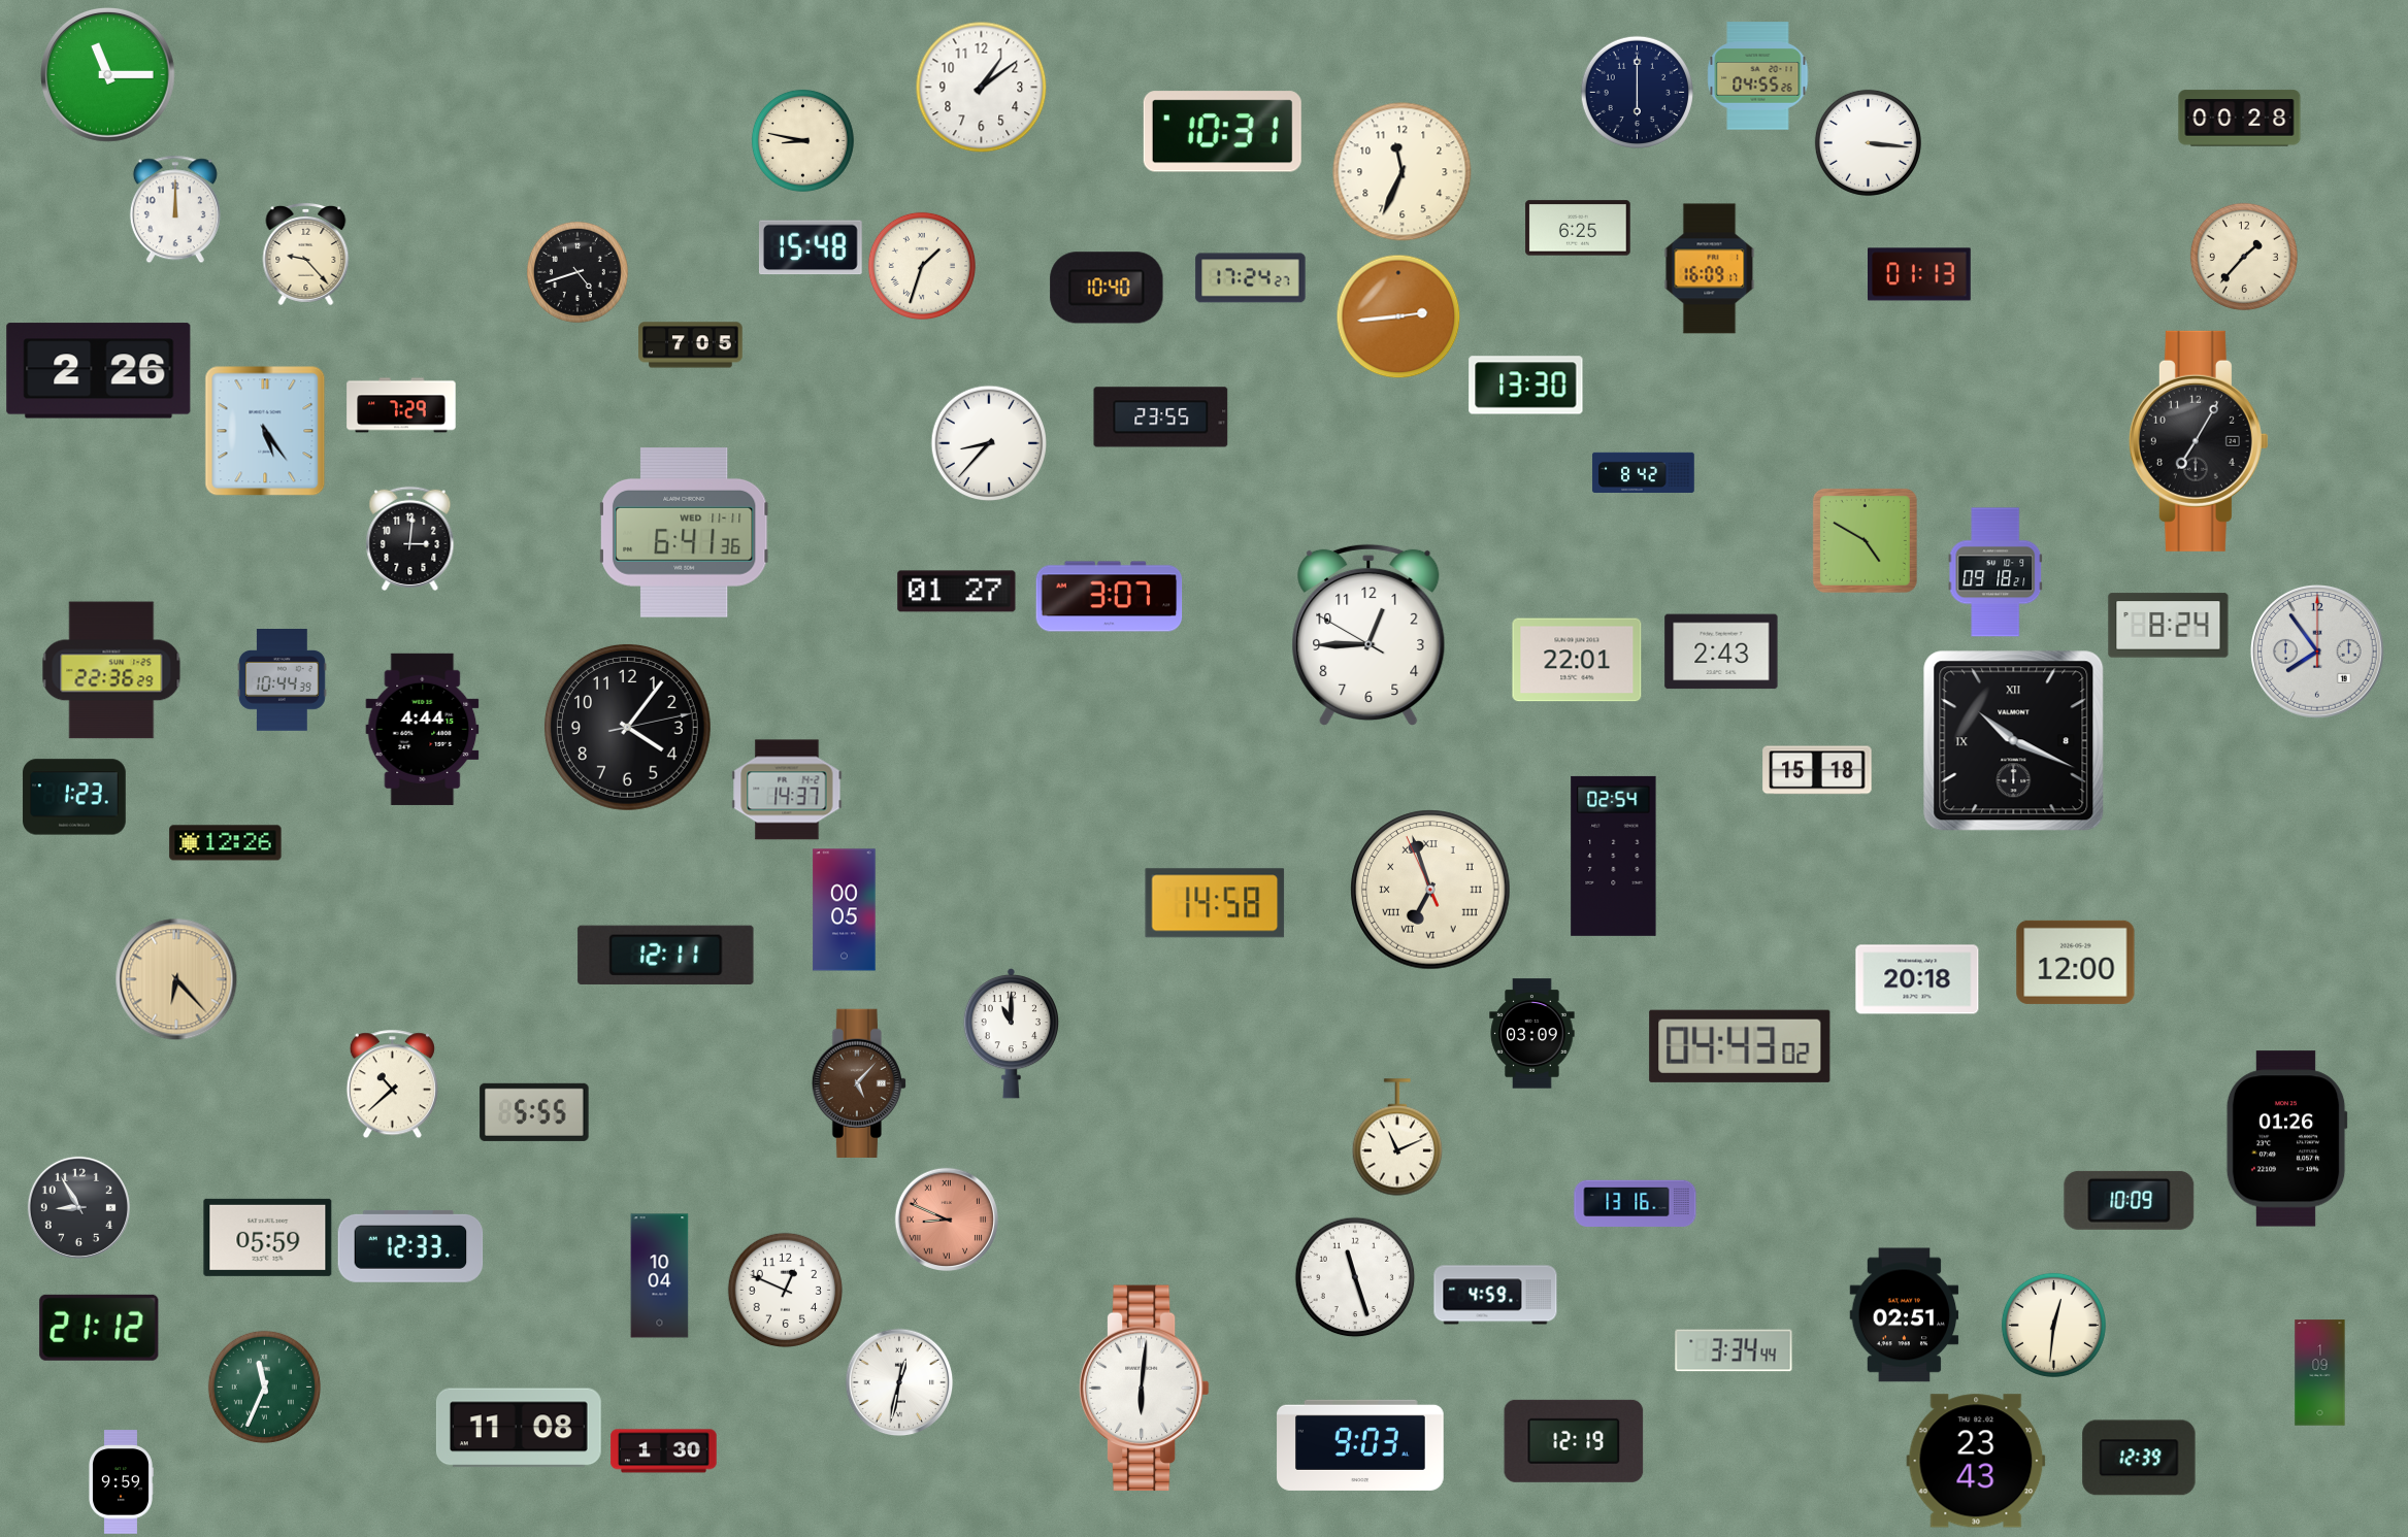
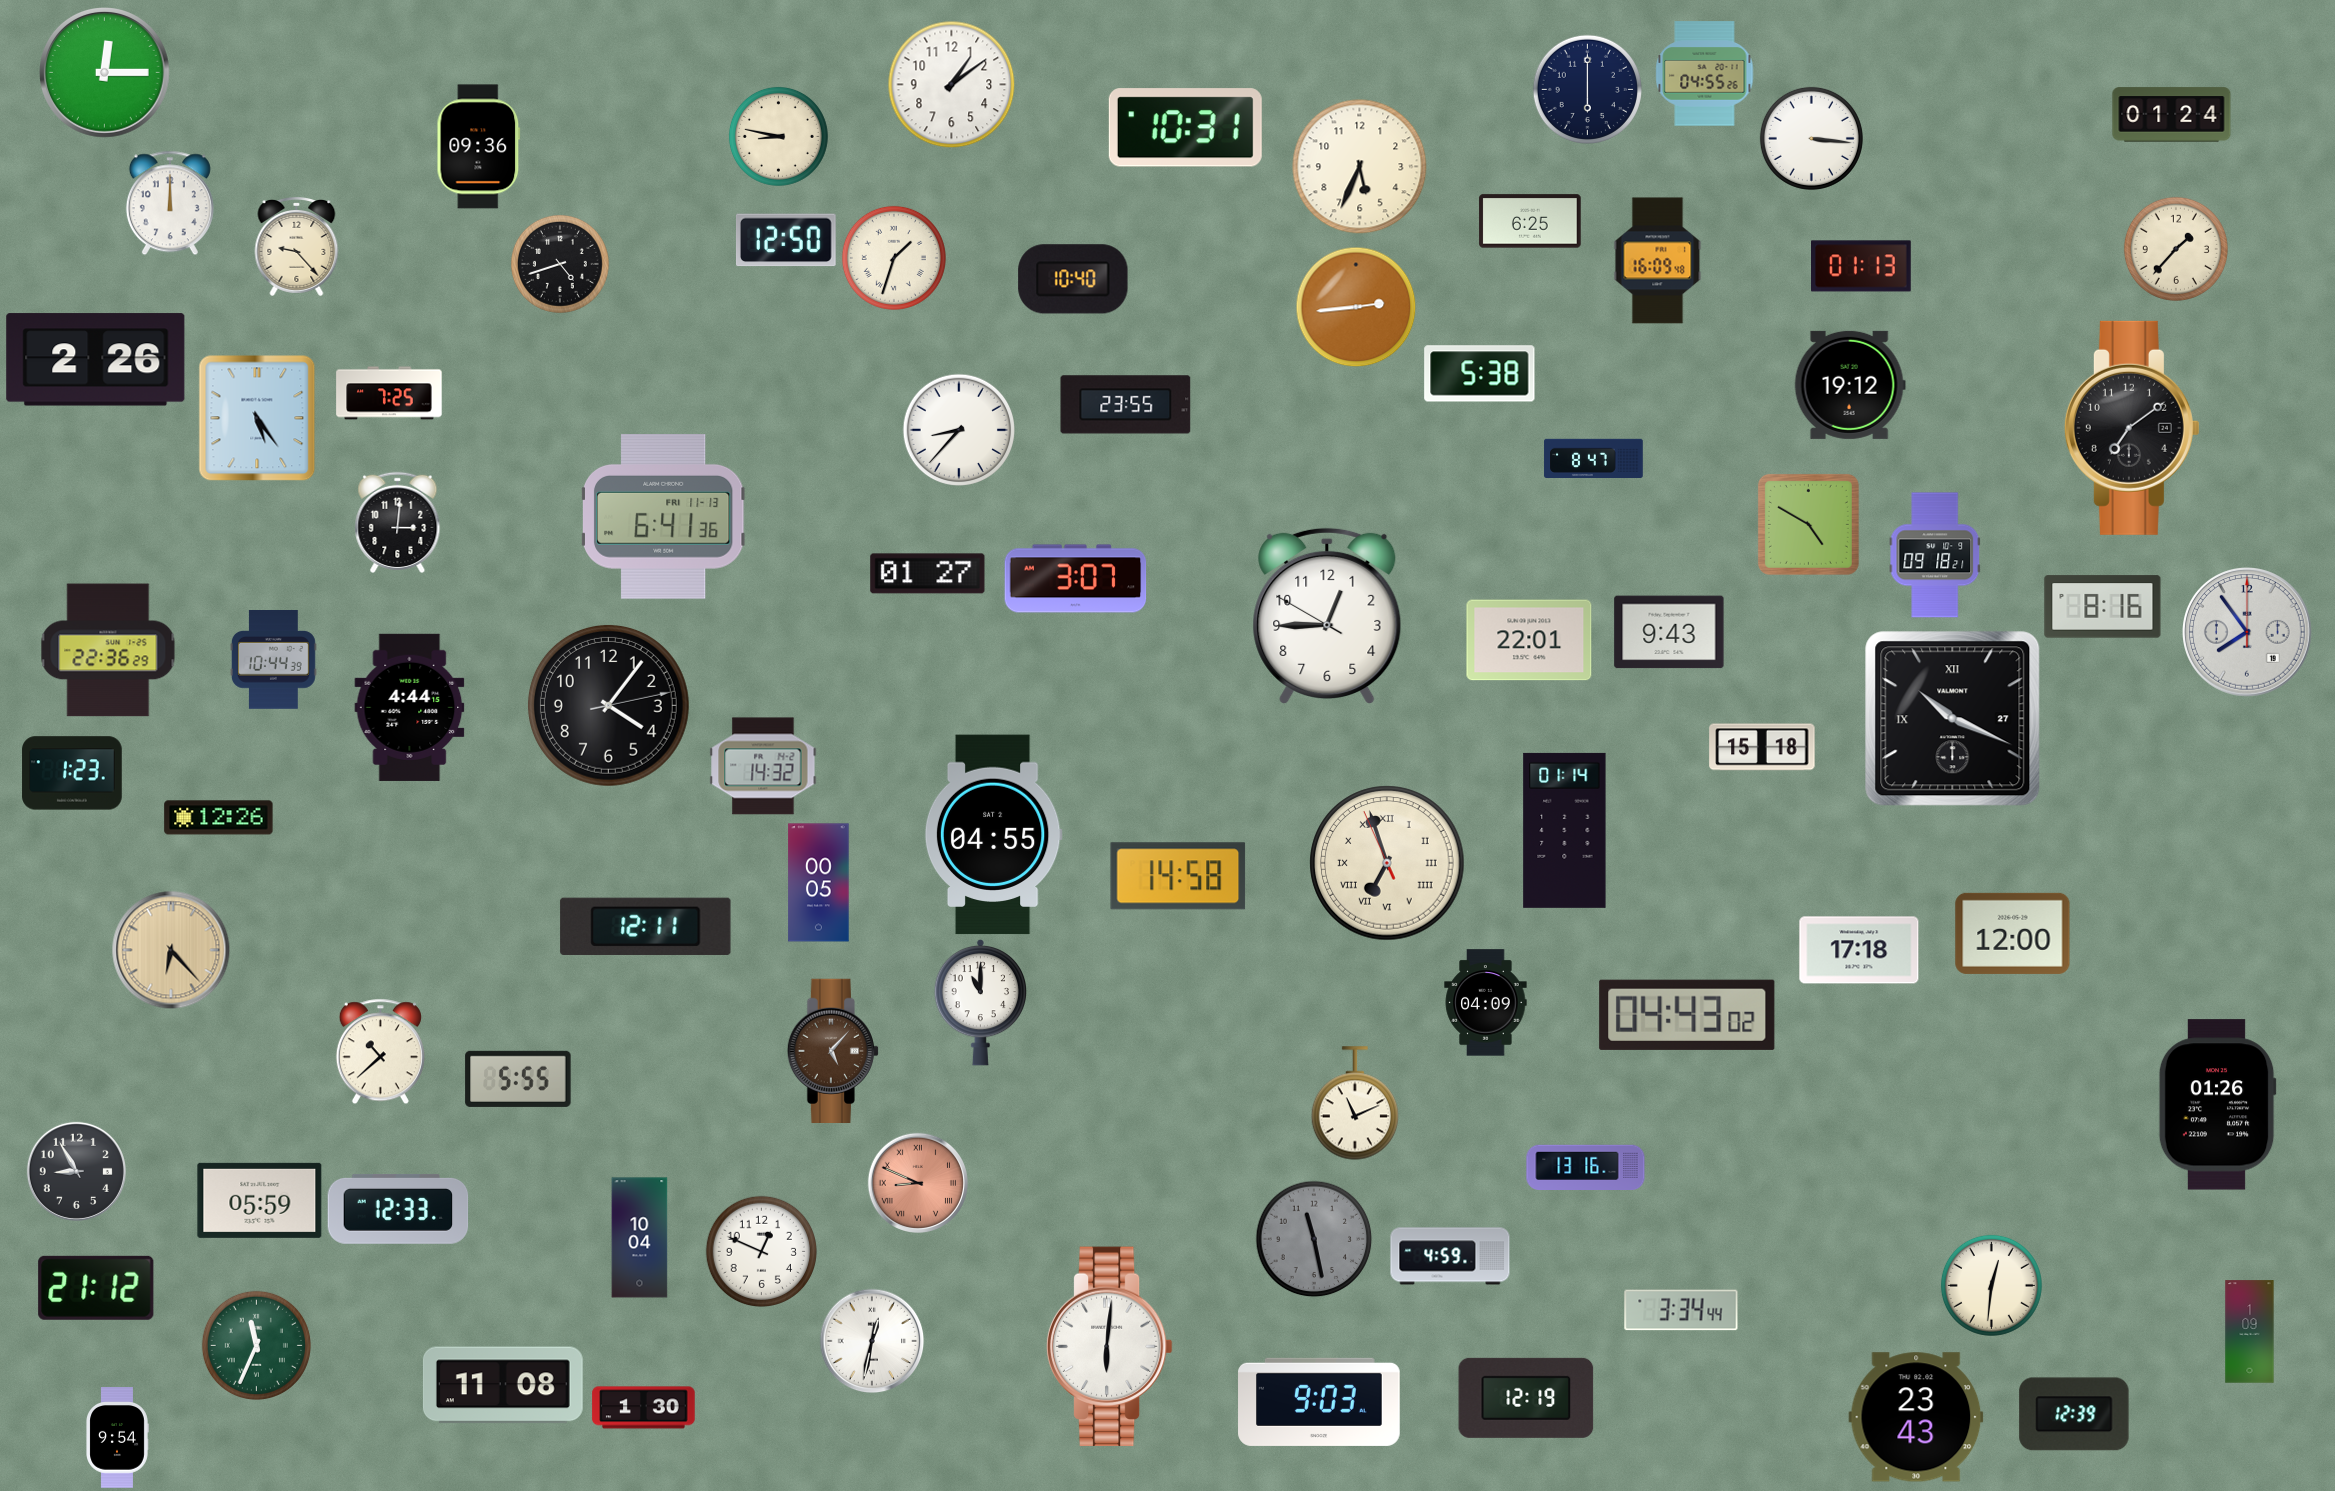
clock at (108, 75): 11:15 -> 12:15
clock at (2240, 119): 00:28 -> 01:24
clock at (479, 147): none -> 09:36
clock at (1403, 172): 11:34 -> 5:34
clock at (812, 247): 15:48 -> 12:50
clock at (1710, 269): 16:09:17 -> 16:09:48
clock at (1251, 278): 17:24 -> none
clock at (691, 345): 7:05 -> none
clock at (1526, 386): 13:30 -> 5:38
clock at (1850, 385): none -> 19:12
clock at (401, 405): 7:29 -> 7:25
clock at (2199, 441): 7:05 -> 7:09
clock at (1644, 472): 8:42 -> 8:47
clock at (685, 533) date: WED 11-11 -> FRI 11-13
clock at (2169, 626): 8:24 -> 8:16
clock at (1721, 651): 2:43 -> 9:43
clock at (2014, 741) date: 8 -> 27
clock at (787, 790): 14:37 -> 14:32
clock at (1614, 856): 02:54 -> 01:14
clock at (993, 835): none -> 04:55
clock at (1917, 979): 20:18 -> 17:18
clock at (1532, 1034): 03:09 -> 04:09
clock at (2130, 1200): 10:09 -> none
clock at (1355, 1277): 11:27 -> 11:28
clock at (1355, 1277) dial: white -> grey
clock at (1905, 1315): 02:51 -> none
clock at (121, 1482): 9:59 -> 9:54
